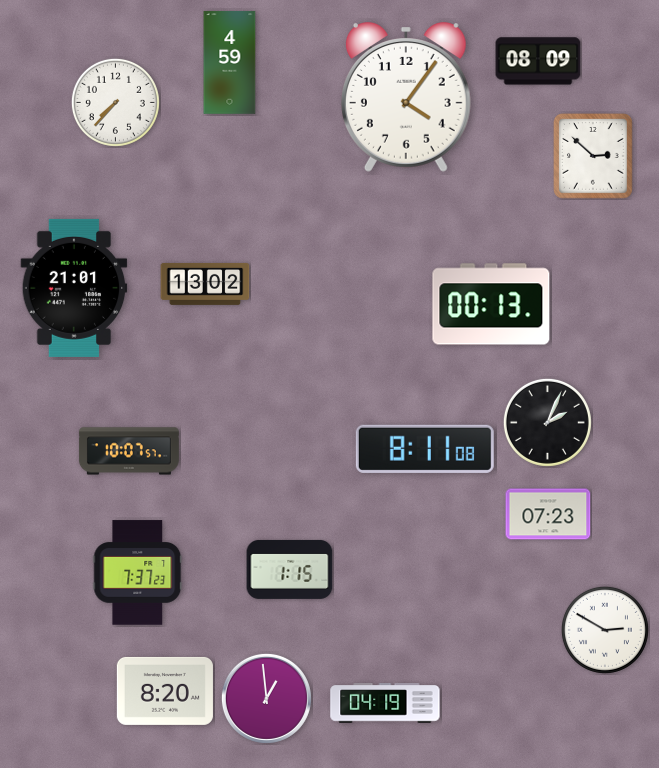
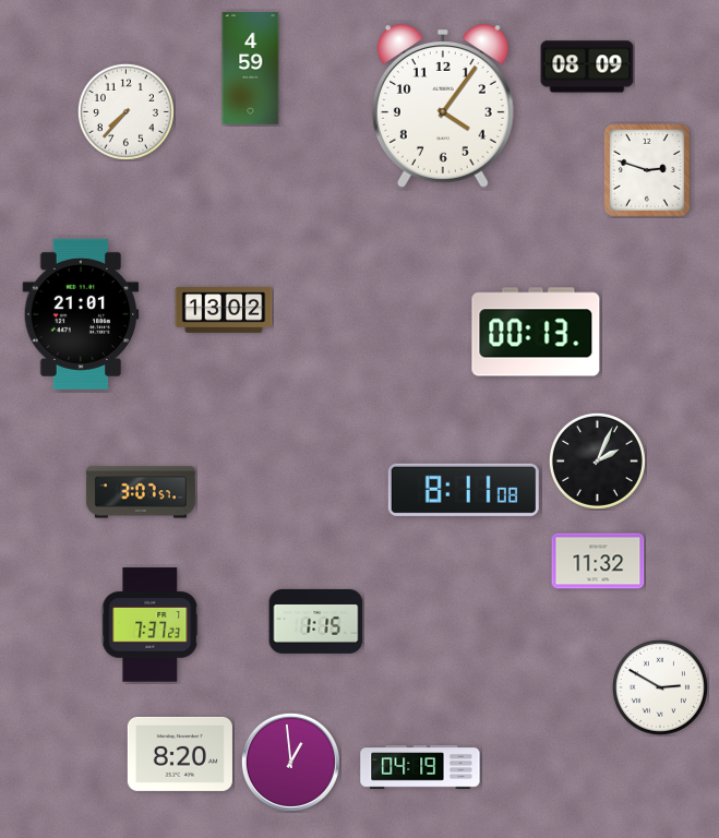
clock at (594, 156): 2:52 -> 2:48
clock at (129, 451): 10:07 -> 3:07
clock at (548, 514): 07:23 -> 11:32
